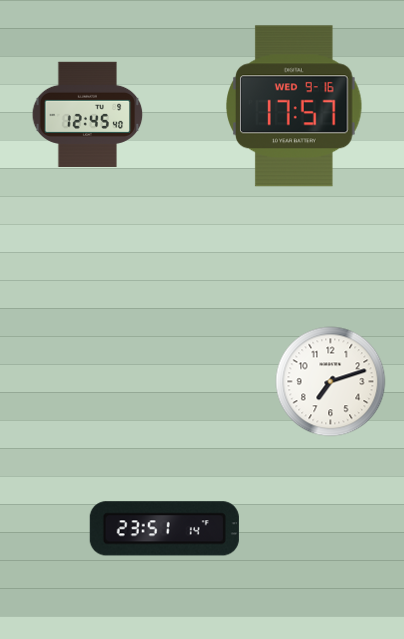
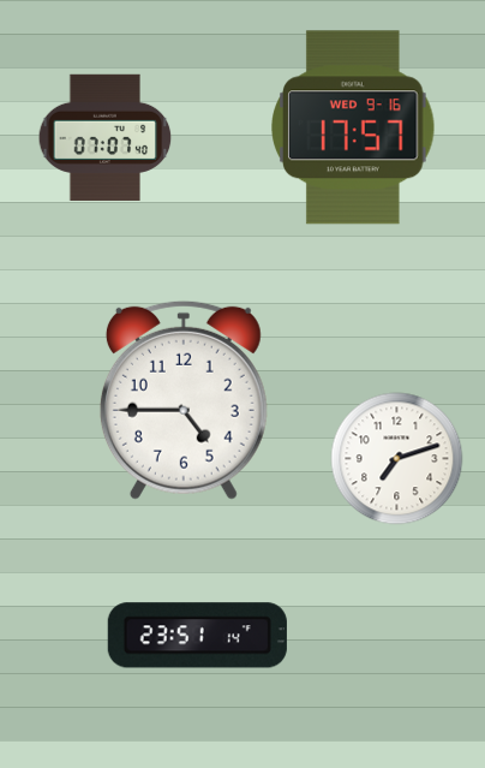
clock at (88, 114): 12:45 -> 07:07
clock at (184, 400): none -> 4:45
